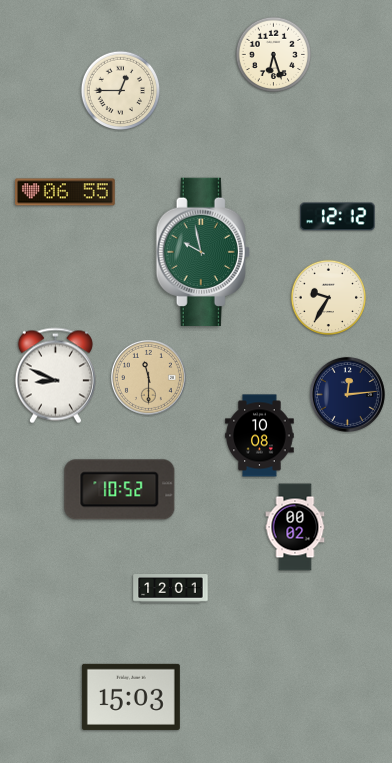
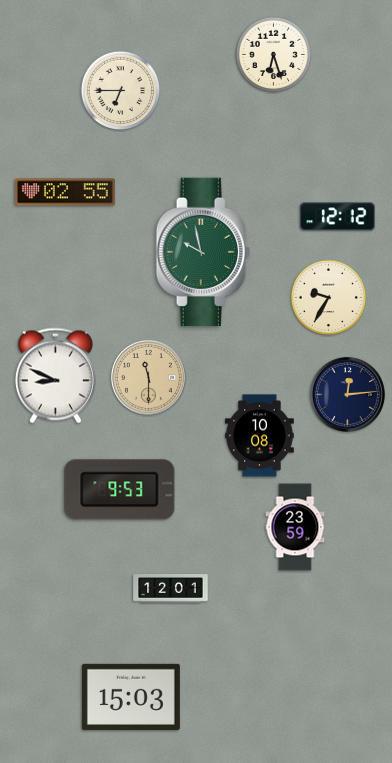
clock at (121, 91): 12:45 -> 6:45
clock at (66, 192): 06:55 -> 02:55
clock at (120, 490): 10:52 -> 9:53
clock at (295, 527): 00:02 -> 23:59
